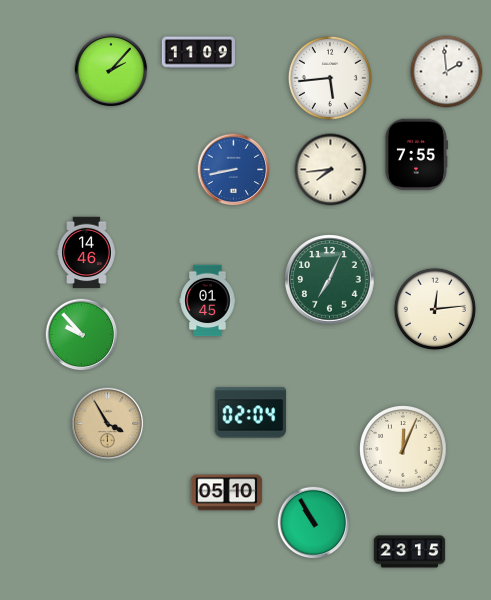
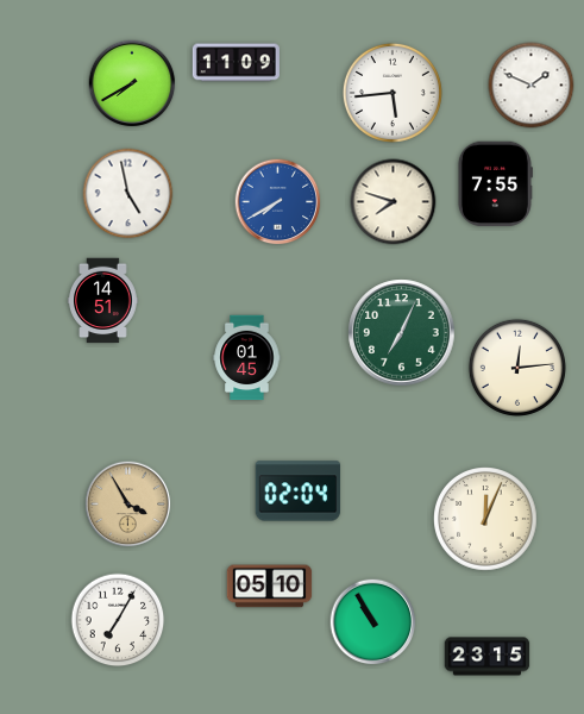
clock at (111, 70): 2:07 -> 7:40
clock at (447, 72): 1:59 -> 1:49
clock at (128, 194): none -> 4:58
clock at (234, 170): 8:43 -> 7:40
clock at (331, 170): 7:44 -> 7:48
clock at (87, 253): 14:46 -> 14:51
clock at (330, 280) position: (330, 280) -> (402, 333)
clock at (82, 335): 9:53 -> none
clock at (404, 450) position: (404, 450) -> (486, 520)
clock at (118, 620): none -> 7:05
